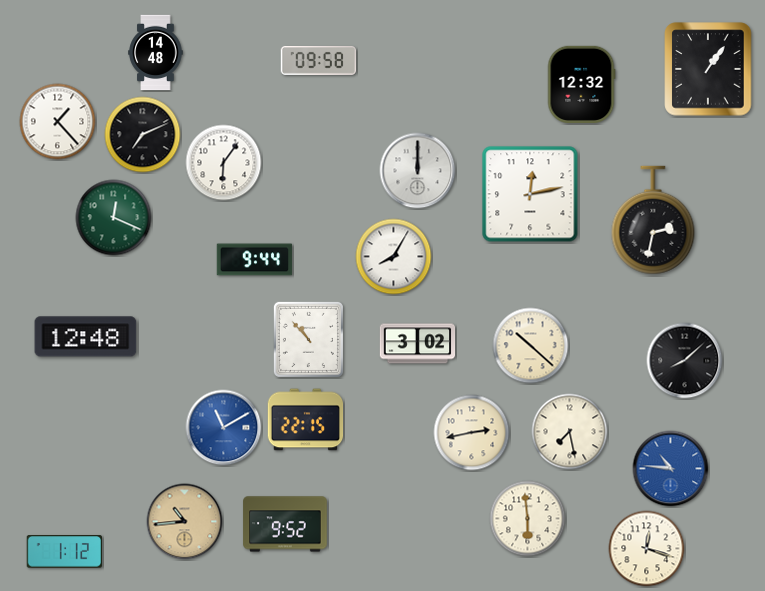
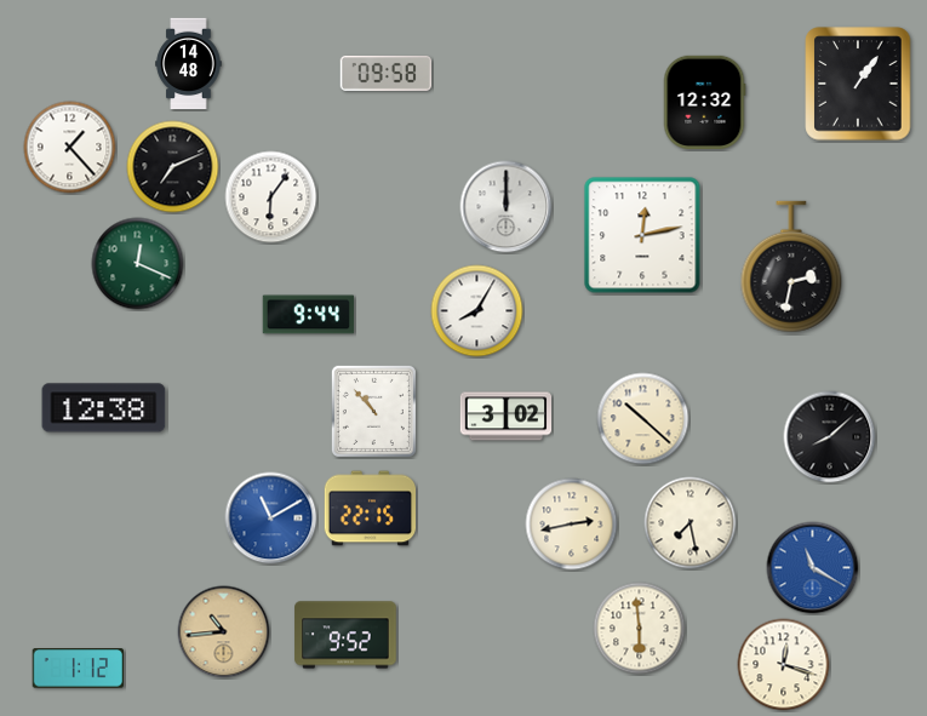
clock at (143, 135) position: (143, 135) -> (173, 167)
clock at (86, 337): 12:48 -> 12:38
clock at (671, 469): 10:46 -> 11:20
